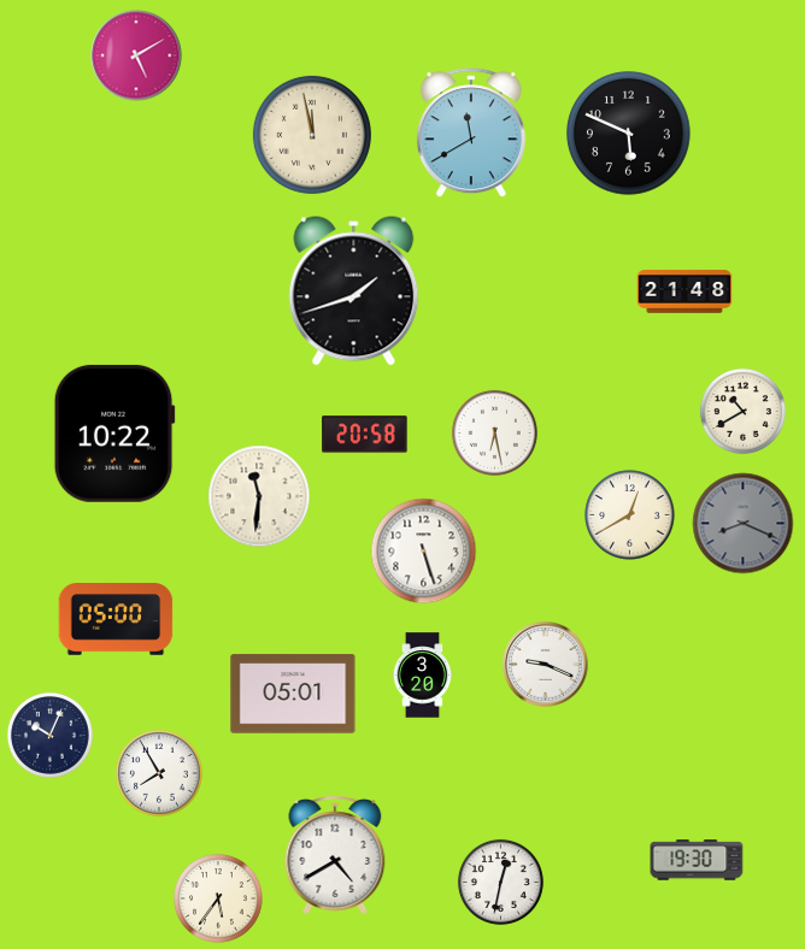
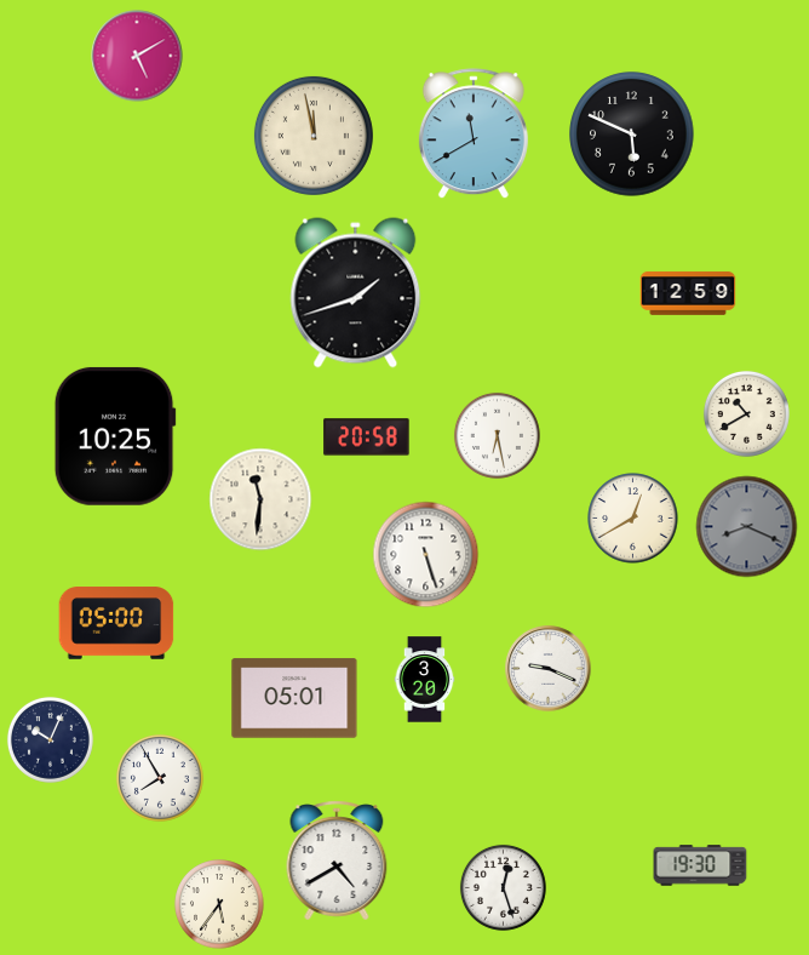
clock at (684, 291): 21:48 -> 12:59
clock at (114, 434): 10:22 -> 10:25
clock at (500, 882): 12:32 -> 12:27
